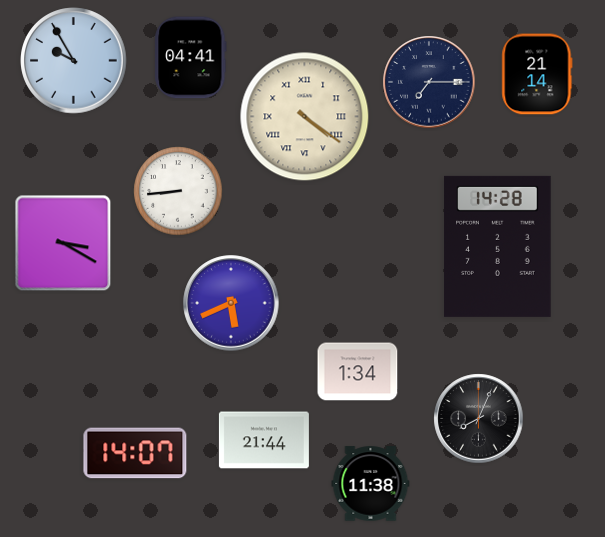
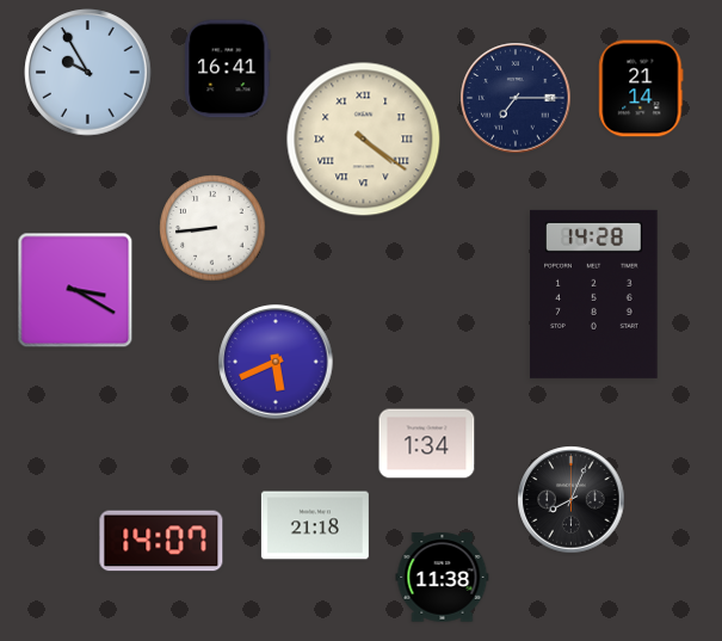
clock at (191, 58): 04:41 -> 16:41
clock at (429, 82) position: (429, 82) -> (516, 98)
clock at (264, 440): 21:44 -> 21:18
